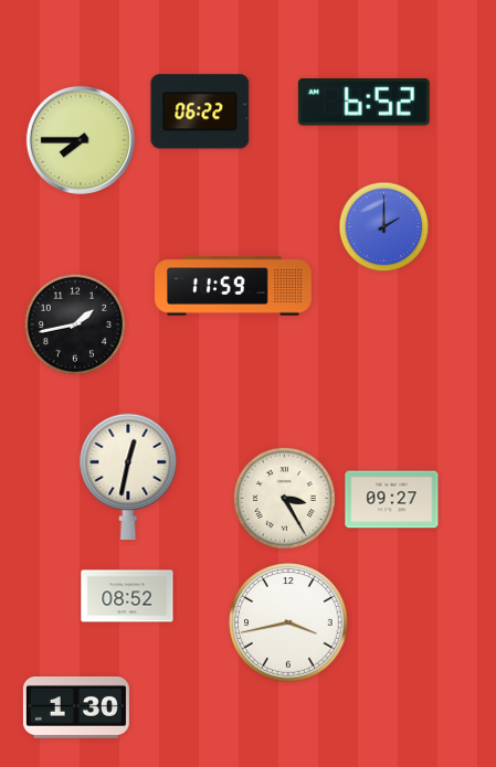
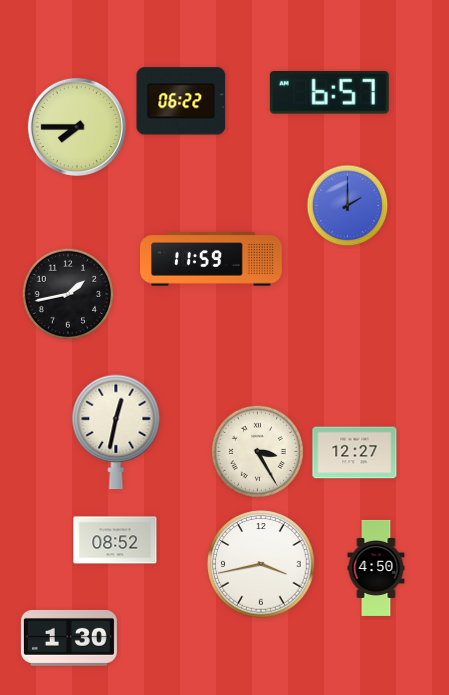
clock at (363, 103): 6:52 -> 6:57
clock at (81, 140) position: (81, 140) -> (77, 127)
clock at (392, 500): 09:27 -> 12:27
clock at (376, 568): none -> 4:50
clock at (76, 707) position: (76, 707) -> (69, 638)
